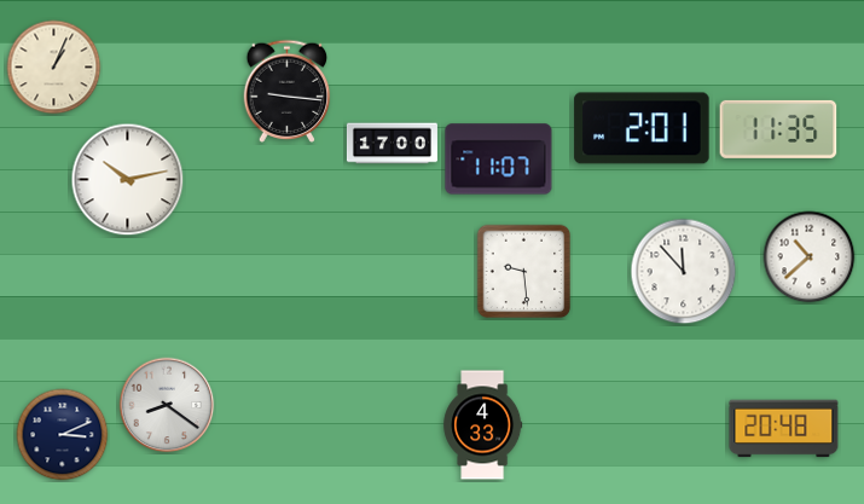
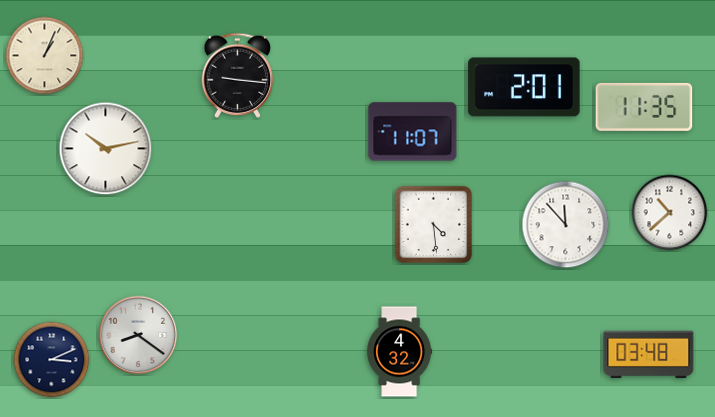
clock at (642, 128) position: (642, 128) -> (524, 87)
clock at (392, 144): 17:00 -> none
clock at (524, 272): 9:29 -> 4:29
clock at (483, 425): 4:33 -> 4:32
clock at (784, 429): 20:48 -> 03:48
